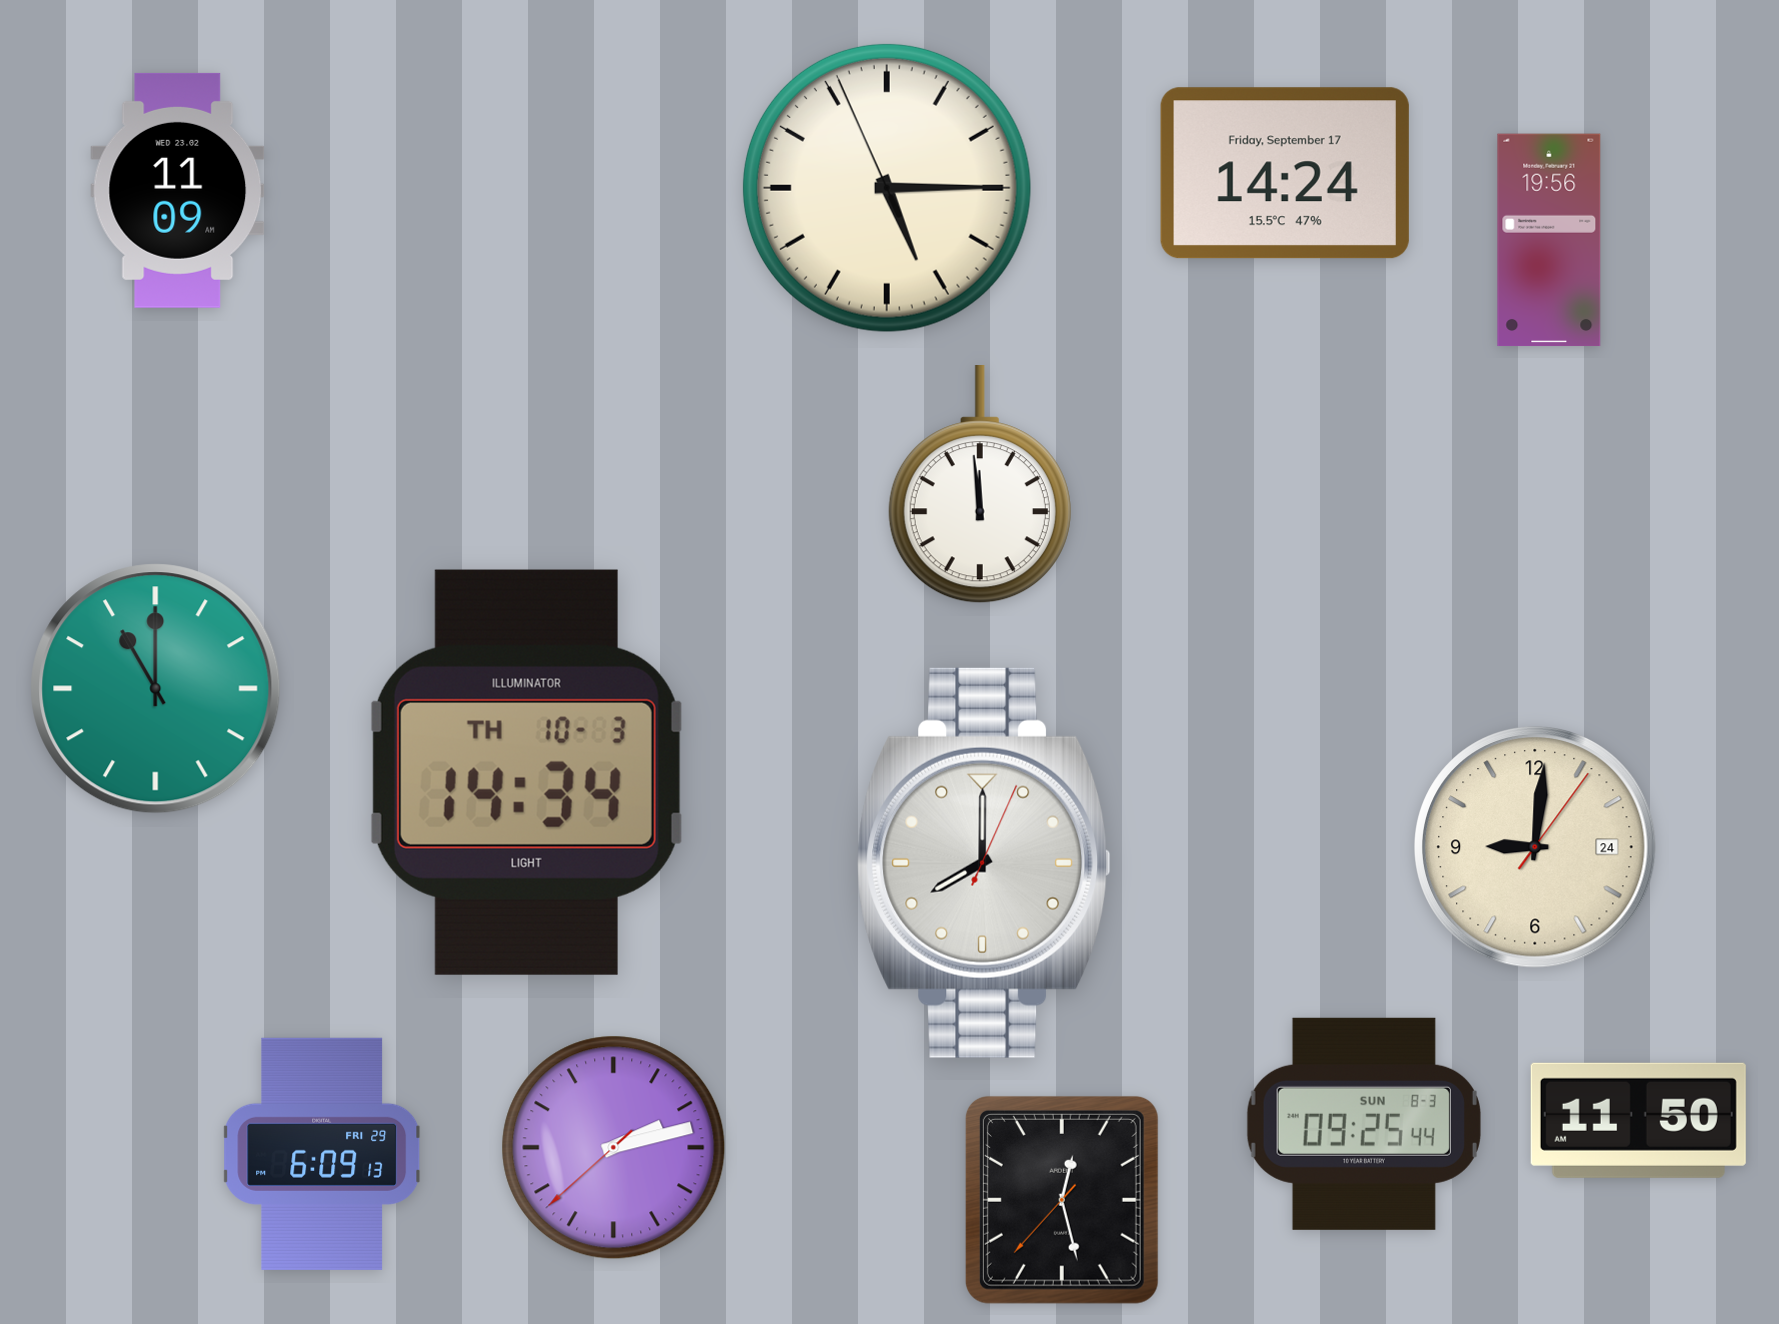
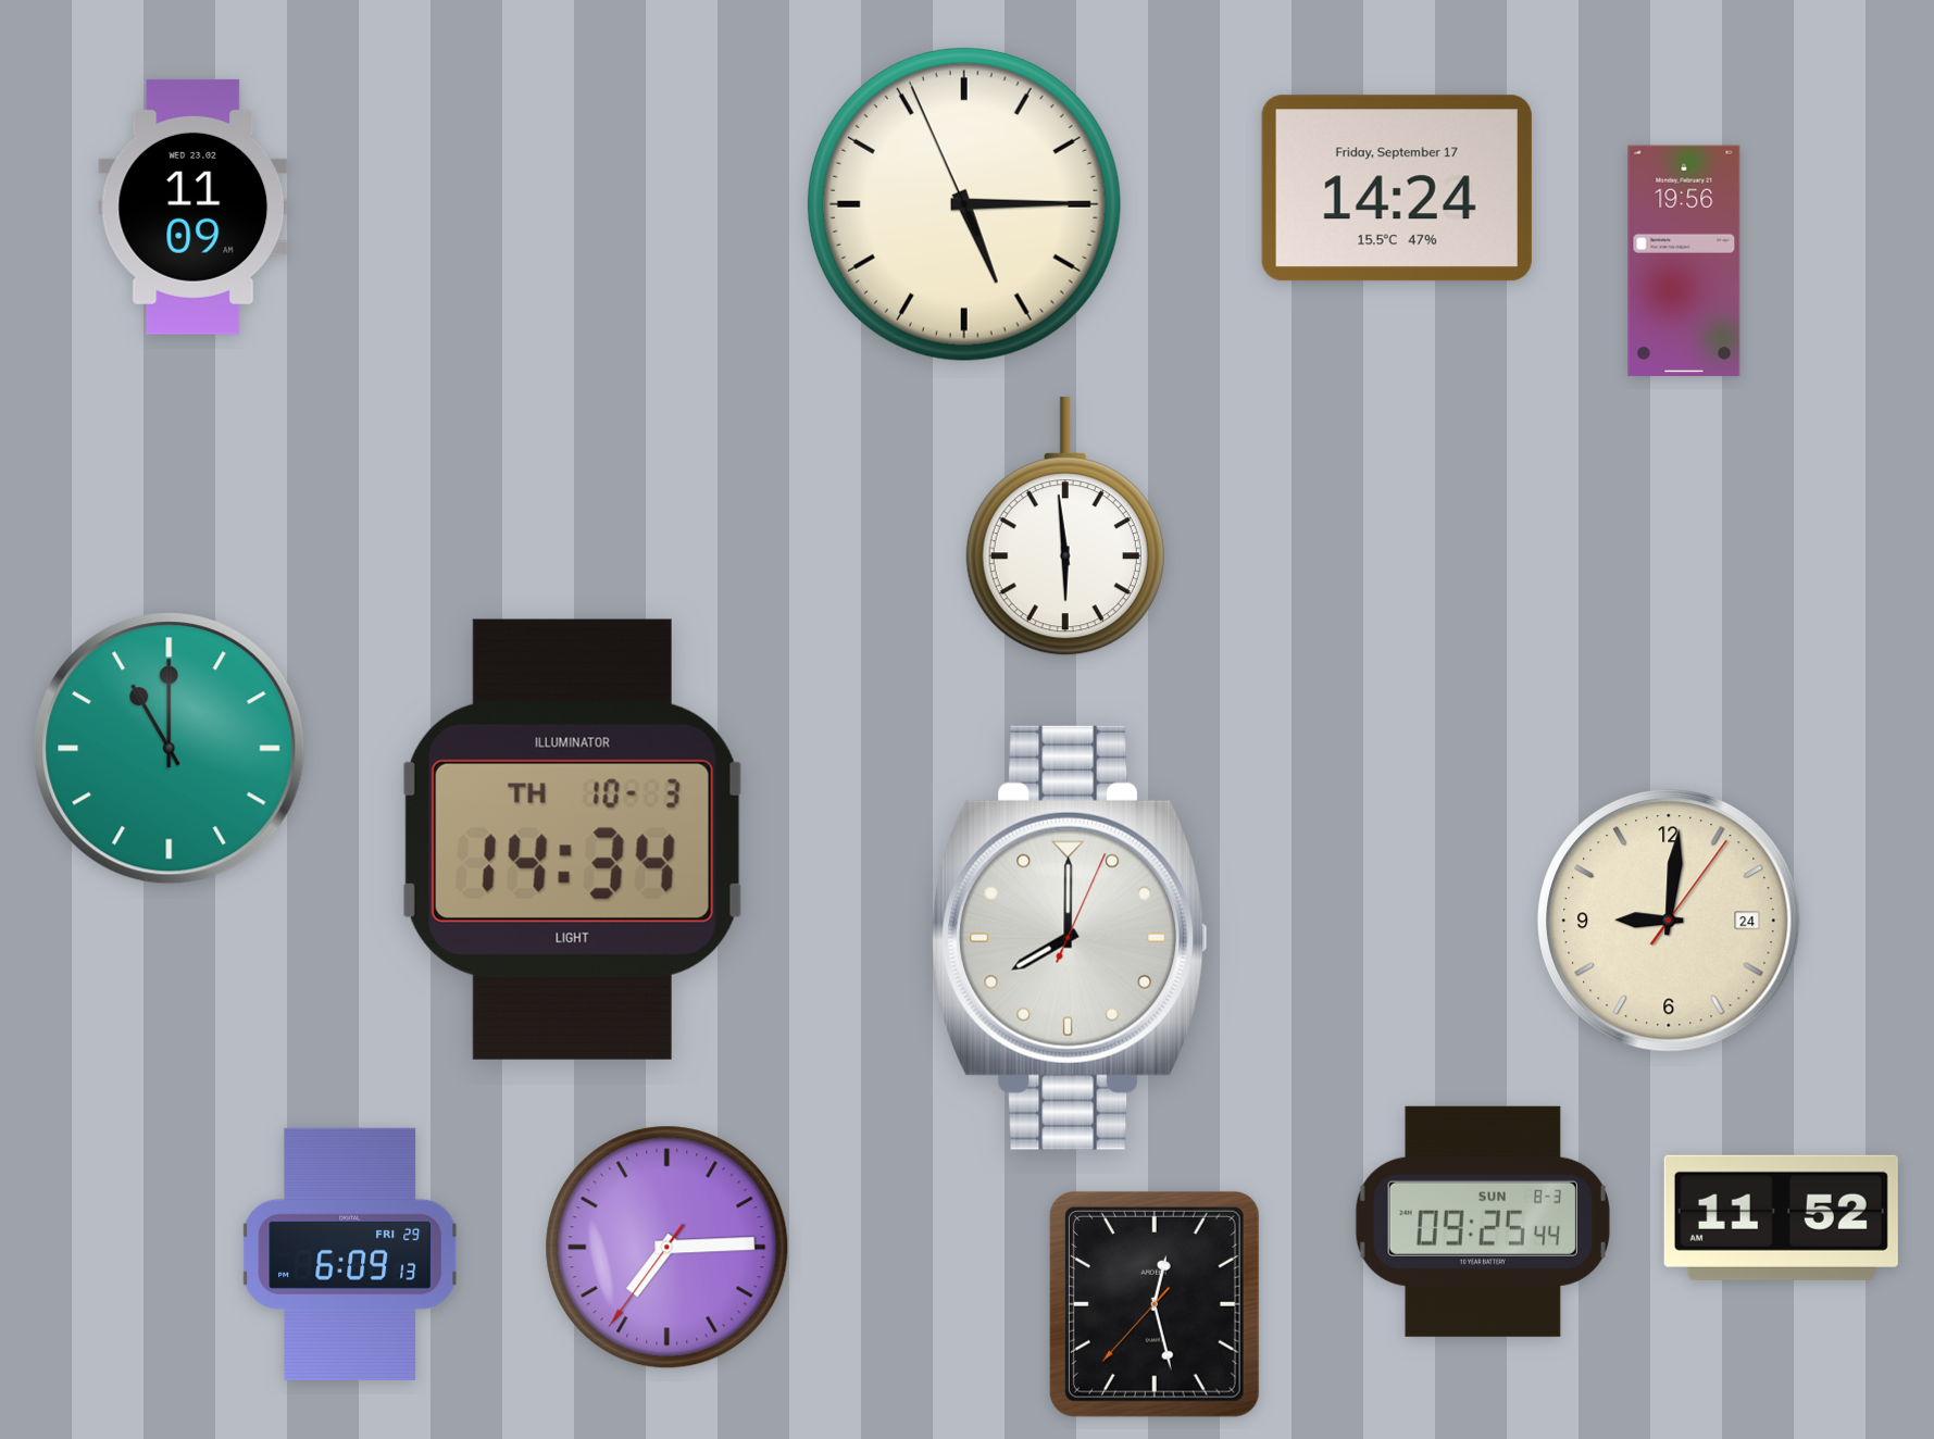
clock at (980, 485): 11:59 -> 5:59
clock at (1638, 1120): 11:50 -> 11:52
clock at (614, 1148): 2:12 -> 7:14
